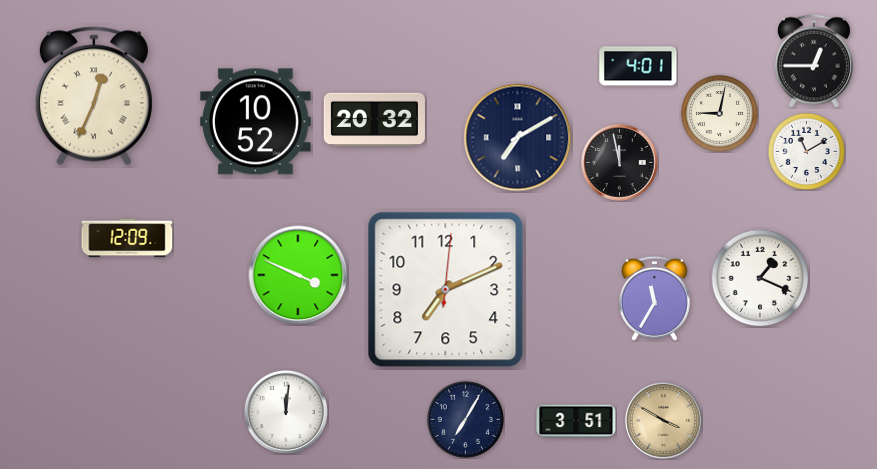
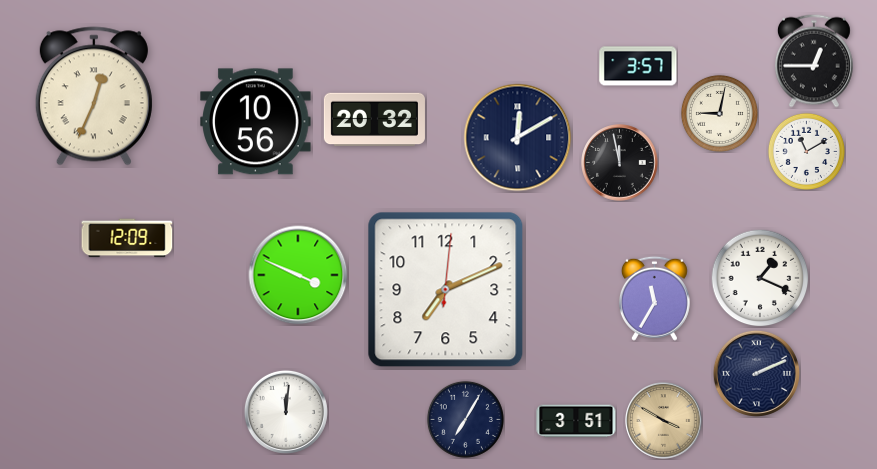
clock at (638, 66): 4:01 -> 3:57
clock at (256, 122): 10:52 -> 10:56
clock at (518, 138): 7:10 -> 12:10
clock at (756, 373): none -> 2:11
